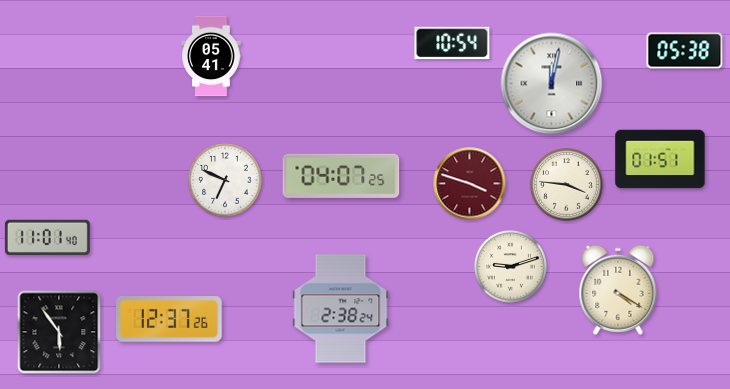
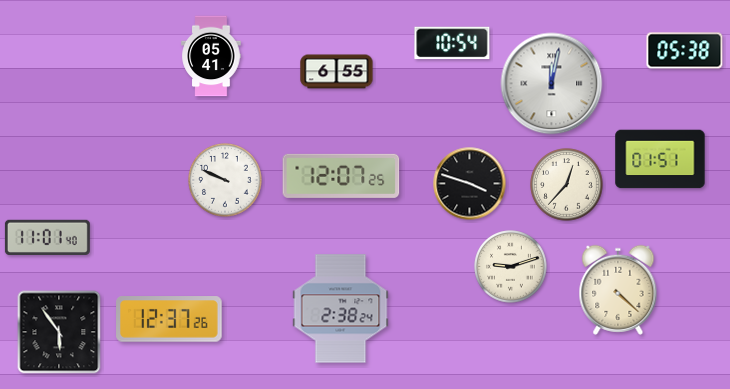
clock at (337, 72): none -> 6:55
clock at (341, 176): 04:07 -> 12:07
clock at (225, 180): 6:49 -> 9:49
clock at (470, 184) dial: burgundy -> black
clock at (567, 185): 3:46 -> 12:37
clock at (618, 290): 4:20 -> 4:22
